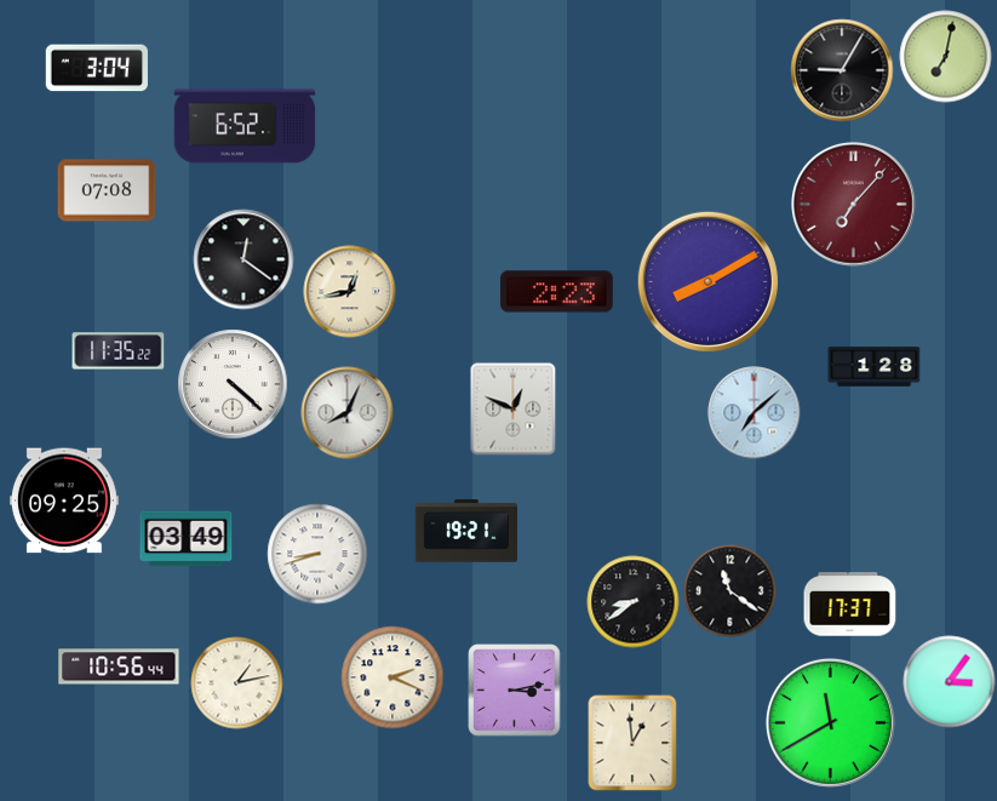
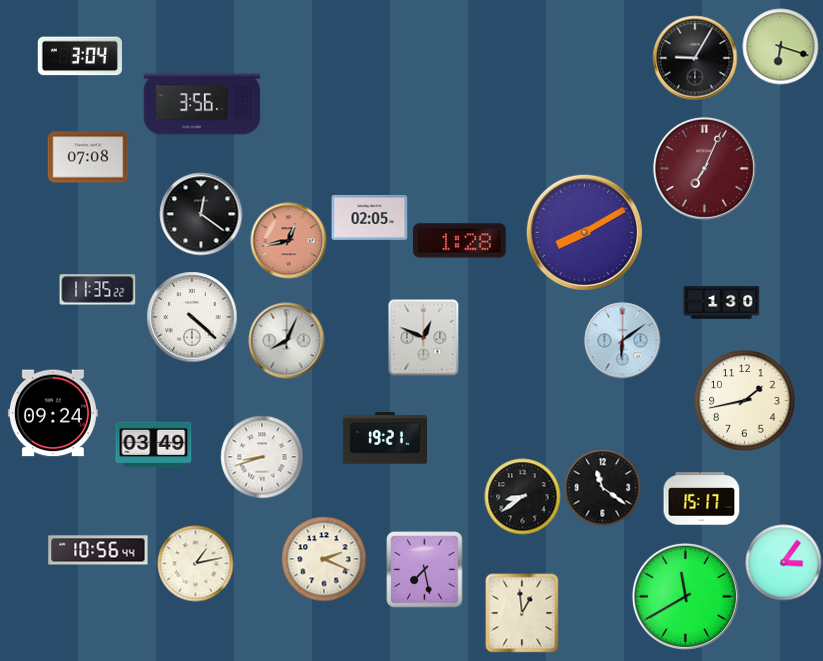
clock at (946, 57): 7:02 -> 6:18
clock at (245, 126): 6:52 -> 3:56
clock at (853, 204): 7:07 -> 7:04
clock at (370, 217): none -> 02:05
clock at (350, 292) dial: cream -> salmon
clock at (557, 292): 2:23 -> 1:28
clock at (875, 367): 1:28 -> 1:30
clock at (755, 413): 7:08 -> 6:09
clock at (745, 401): none -> 1:43
clock at (64, 500): 09:25 -> 09:24
clock at (850, 605): 17:37 -> 15:17
clock at (515, 691): 3:13 -> 7:28
